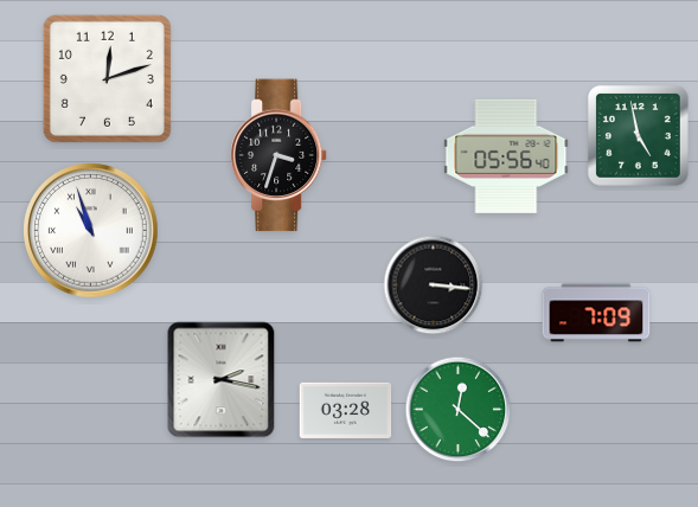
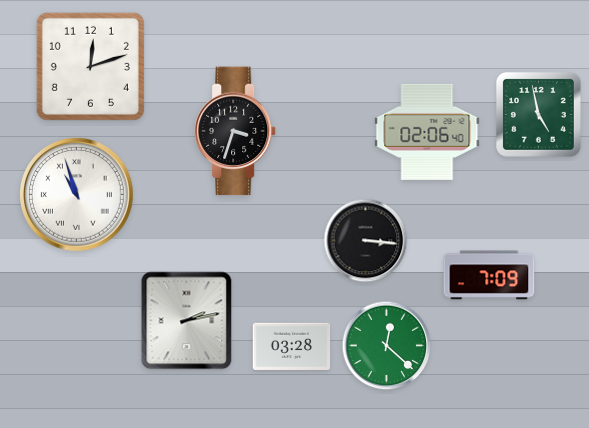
clock at (506, 156): 05:56 -> 02:06
clock at (596, 313) position: (596, 313) -> (489, 275)
clock at (222, 380): 2:17 -> 2:13
